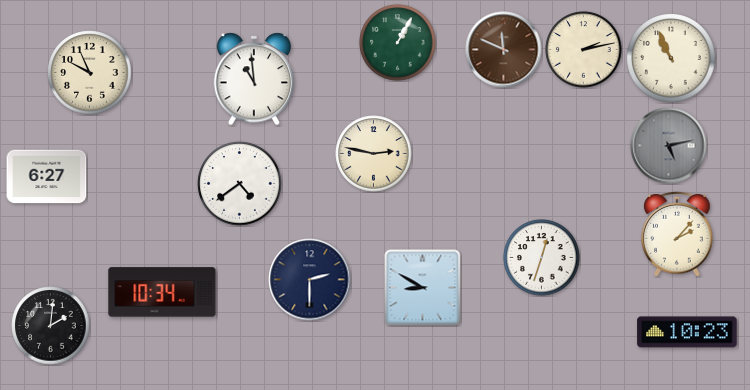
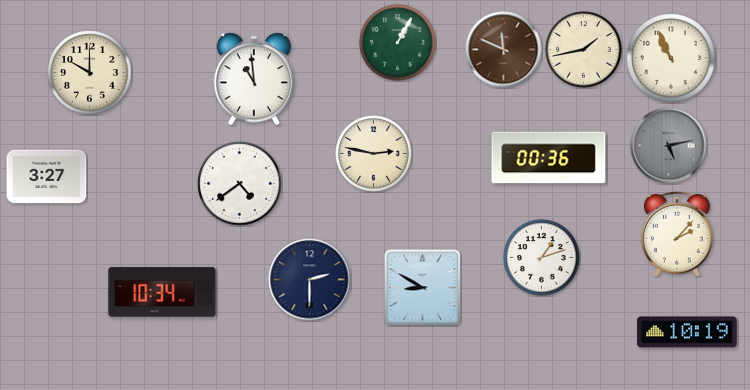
clock at (584, 50): 2:13 -> 1:43
clock at (90, 73): 9:56 -> 10:00
clock at (549, 158): none -> 00:36
clock at (47, 177): 6:27 -> 3:27
clock at (542, 258): 12:33 -> 1:12
clock at (51, 326): 2:01 -> none
clock at (687, 332): 10:23 -> 10:19
